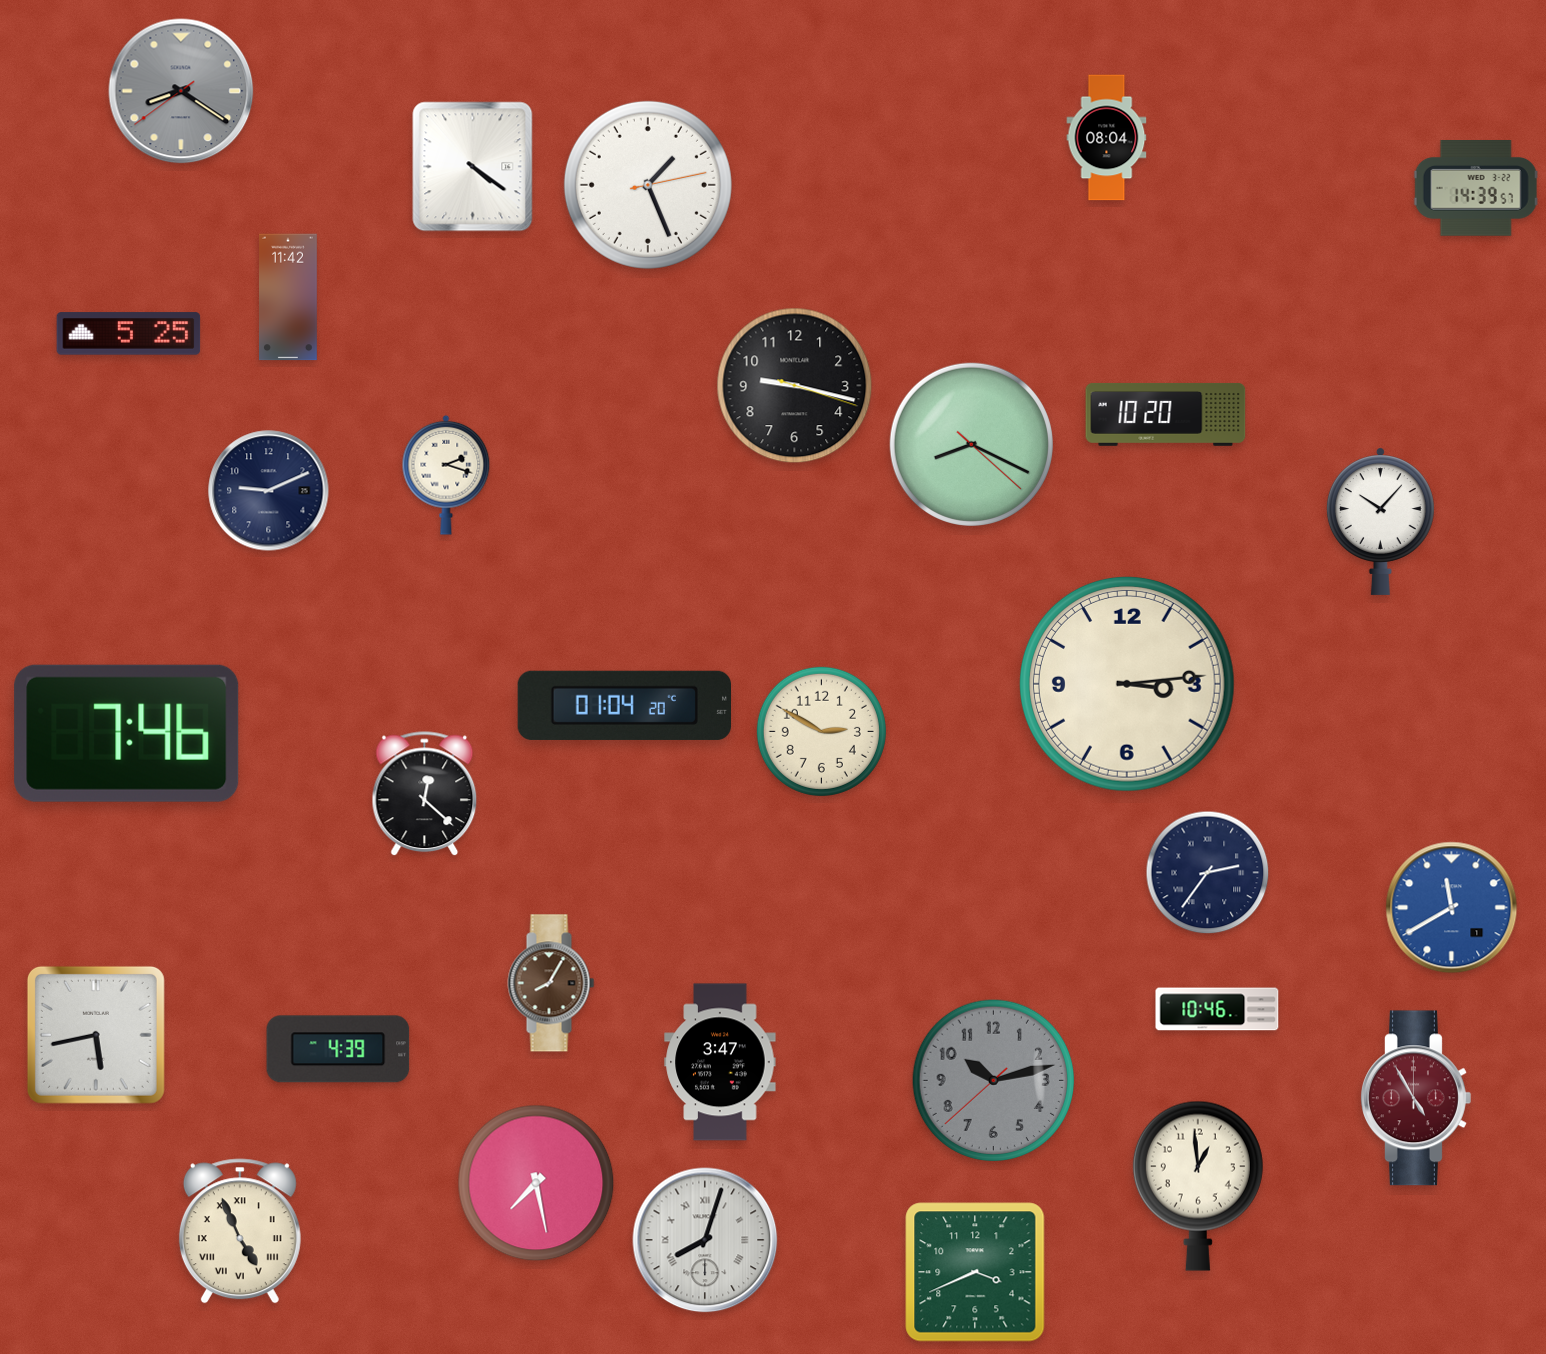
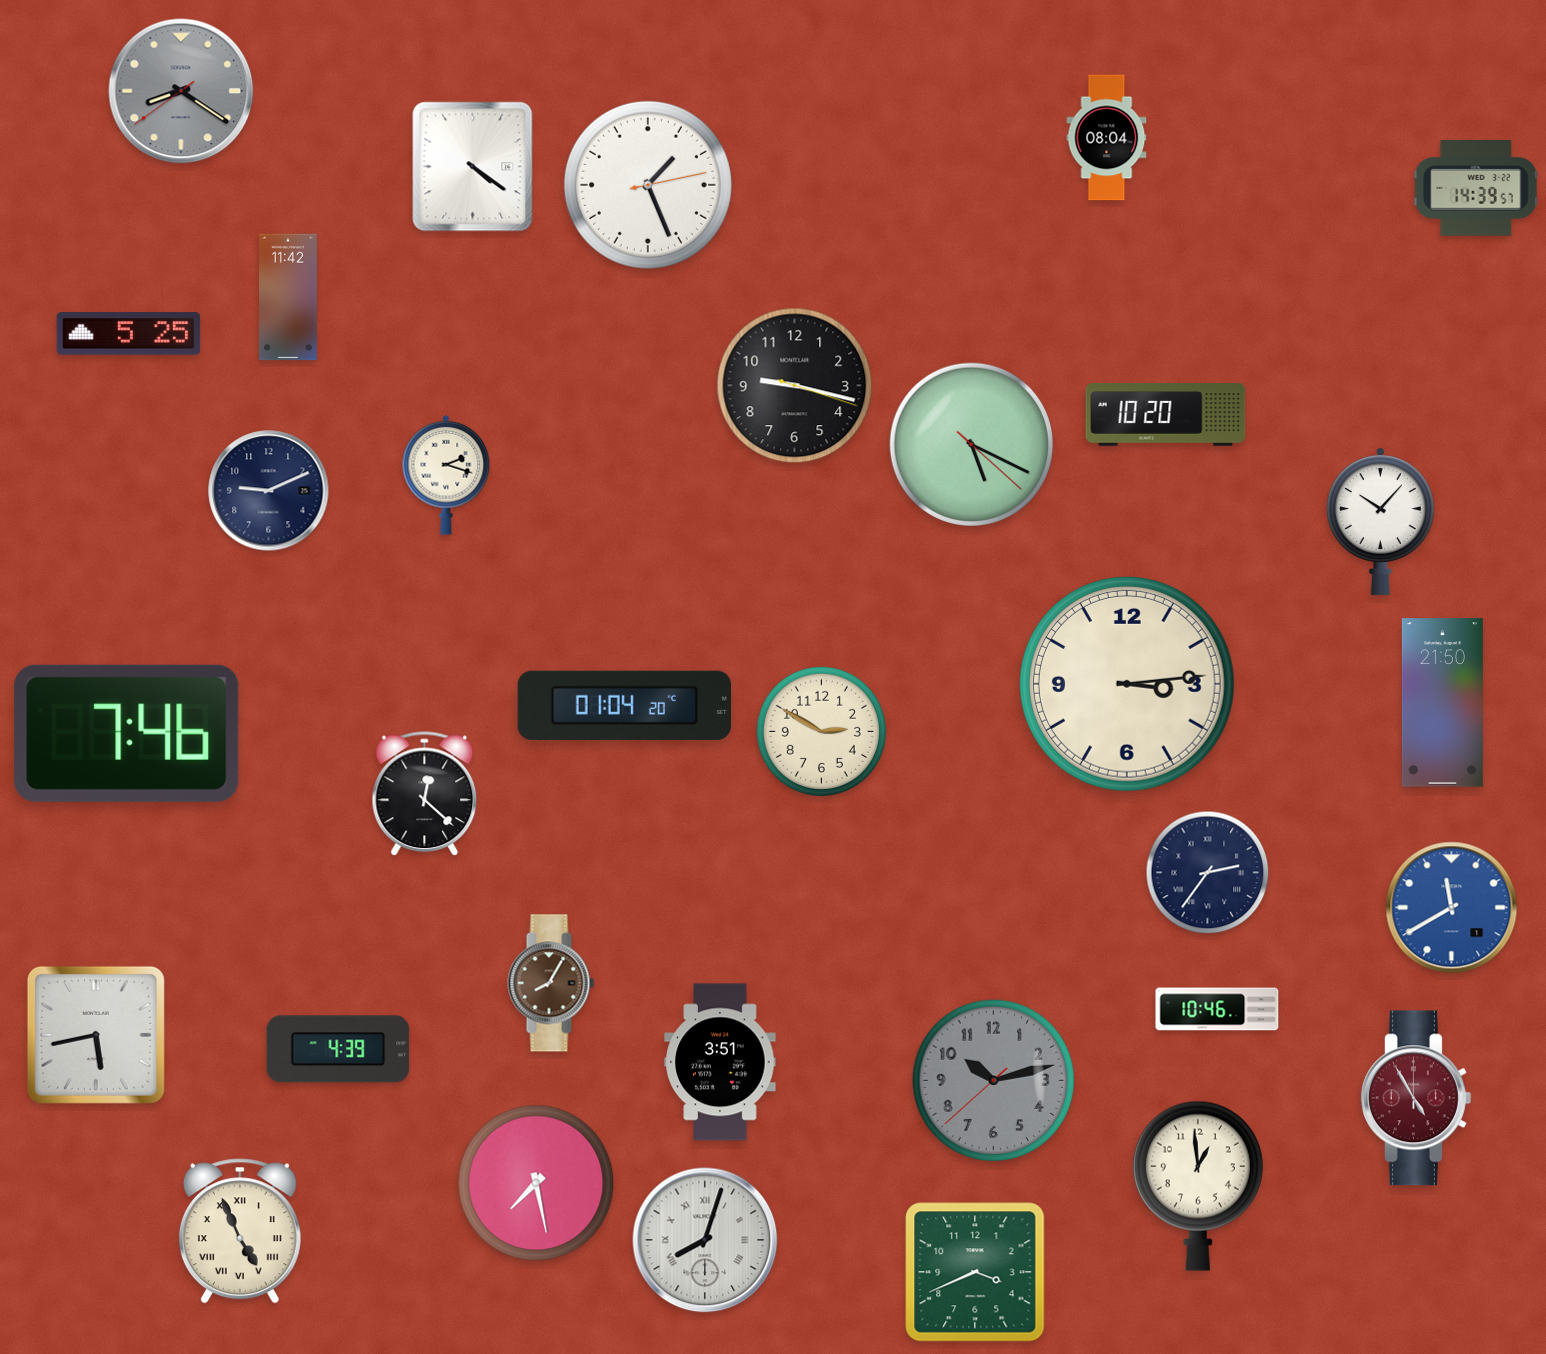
clock at (971, 444): 8:19 -> 5:19
clock at (1442, 703): none -> 21:50
clock at (720, 1062): 3:47 -> 3:51
